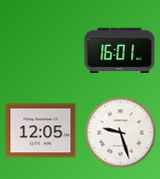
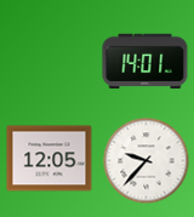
clock at (120, 51): 16:01 -> 14:01
clock at (121, 133): 9:27 -> 9:37
